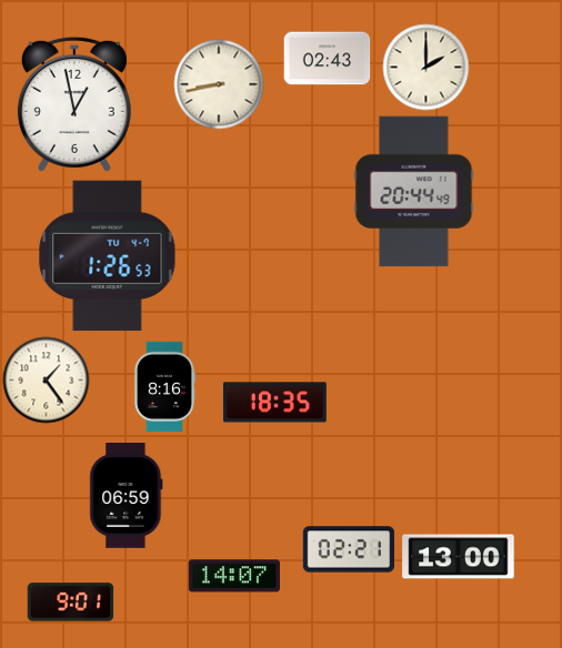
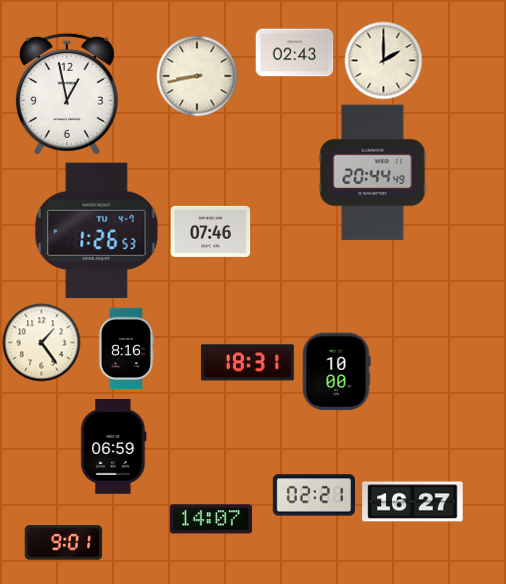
clock at (210, 231): none -> 07:46
clock at (163, 386) position: (163, 386) -> (125, 348)
clock at (274, 403): 18:35 -> 18:31
clock at (336, 371): none -> 10:00
clock at (459, 557): 13:00 -> 16:27
